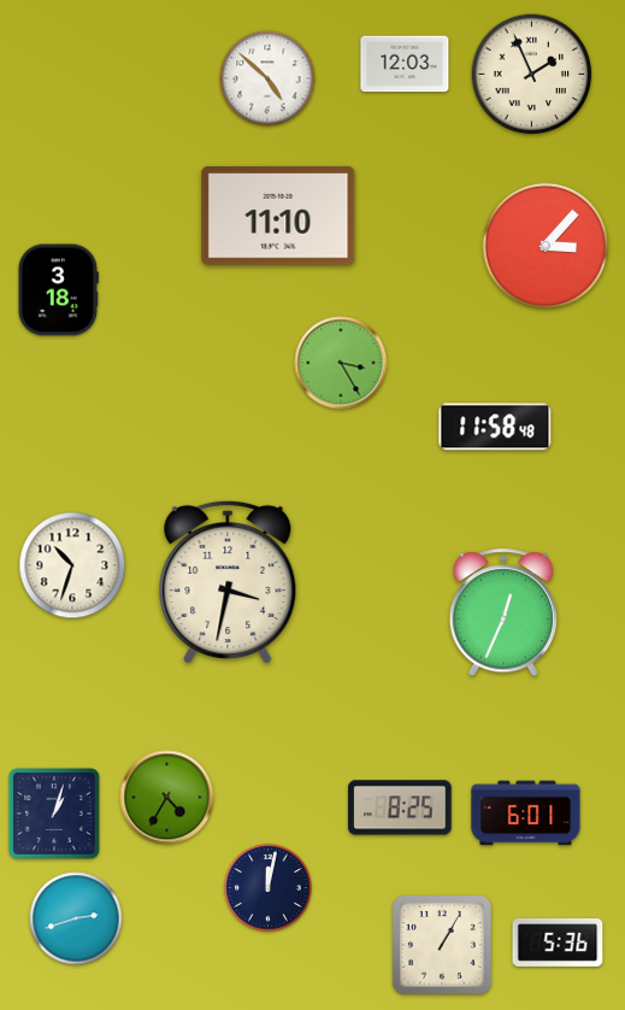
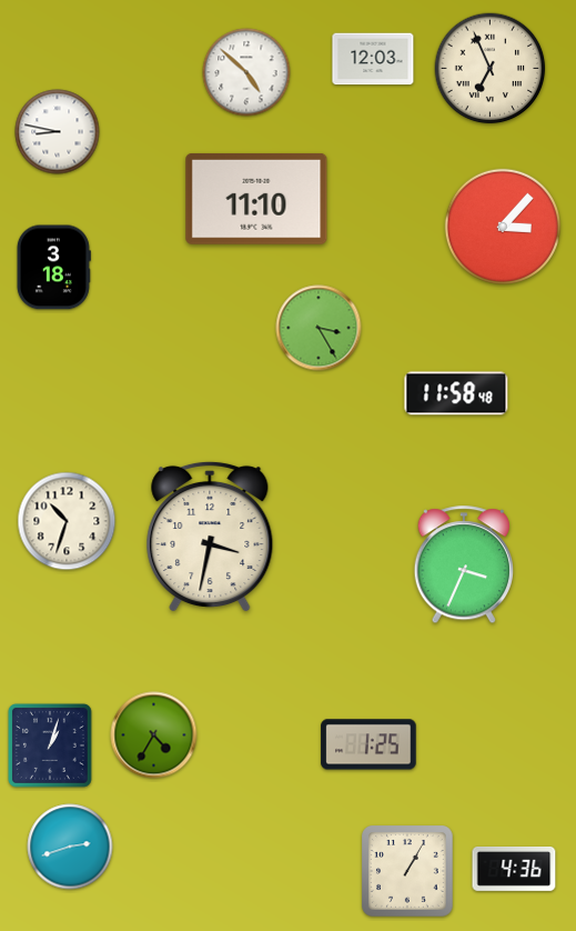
clock at (532, 75): 1:56 -> 6:56
clock at (58, 132): none -> 8:47
clock at (341, 363) position: (341, 363) -> (319, 328)
clock at (502, 613): 12:34 -> 3:34
clock at (400, 808): 8:25 -> 1:25
clock at (54, 814) position: (54, 814) -> (50, 745)
clock at (526, 814): 6:01 -> none
clock at (269, 888): 12:02 -> none
clock at (558, 944): 5:36 -> 4:36
